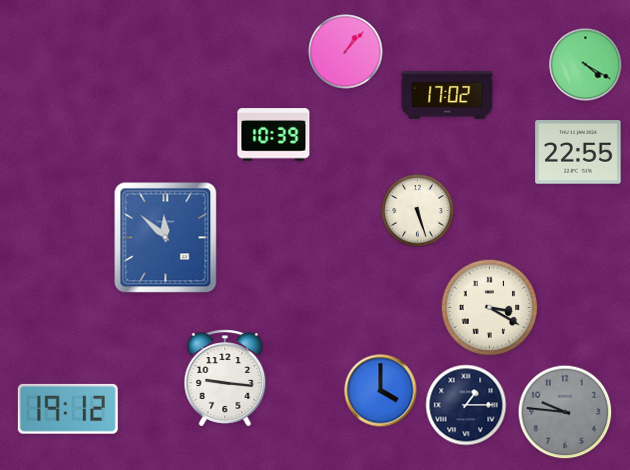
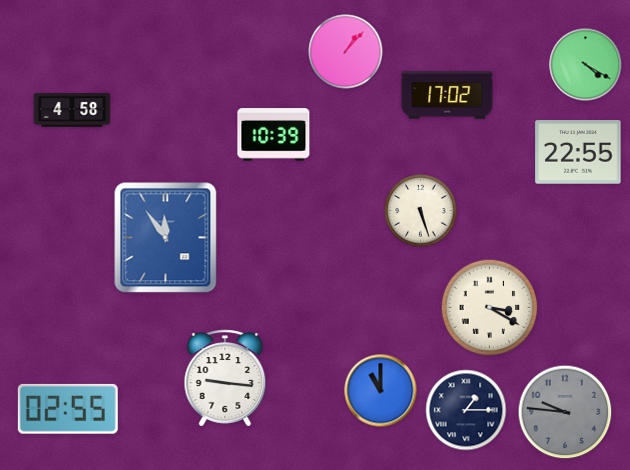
clock at (72, 110): none -> 4:58
clock at (418, 211) position: (418, 211) -> (421, 211)
clock at (166, 238): 11:52 -> 11:54
clock at (381, 391): 4:00 -> 11:00
clock at (466, 405) position: (466, 405) -> (466, 410)
clock at (68, 409): 19:12 -> 02:55
